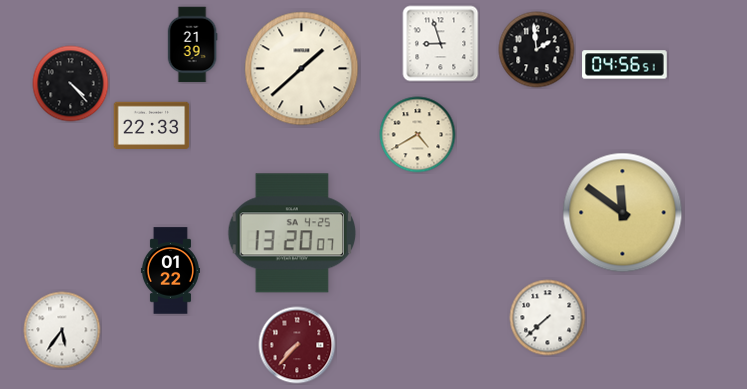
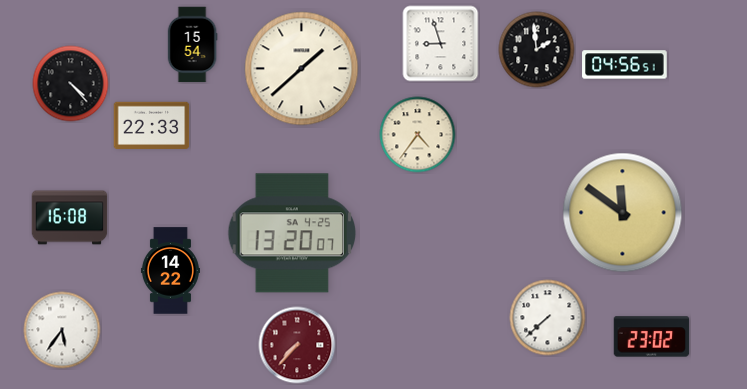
clock at (192, 45): 21:39 -> 15:54
clock at (418, 135): 4:40 -> 4:36
clock at (70, 218): none -> 16:08
clock at (170, 271): 01:22 -> 14:22
clock at (652, 337): none -> 23:02
